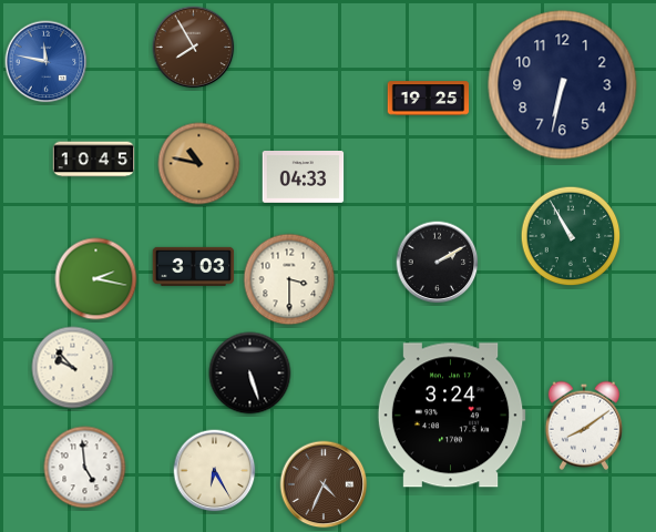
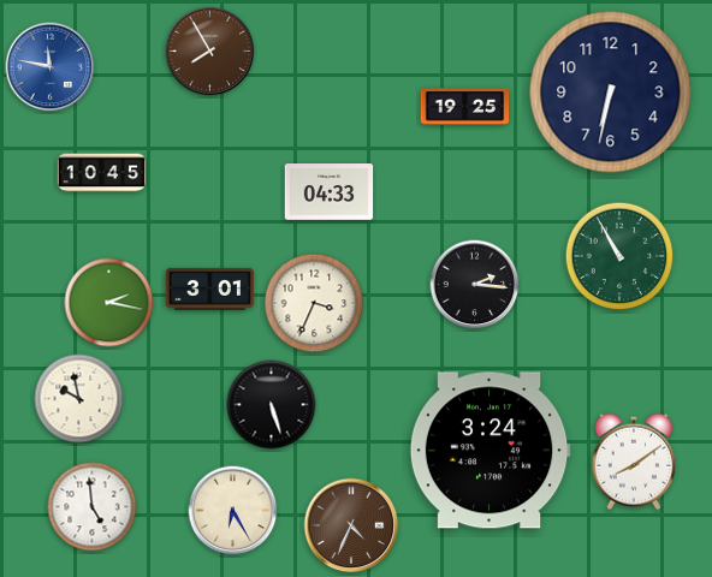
clock at (199, 164): 10:47 -> none
clock at (438, 263): 2:10 -> 2:16
clock at (194, 266): 3:03 -> 3:01
clock at (96, 279) position: (96, 279) -> (109, 303)
clock at (289, 279): 3:30 -> 3:34
clock at (73, 368): 9:53 -> 9:58
